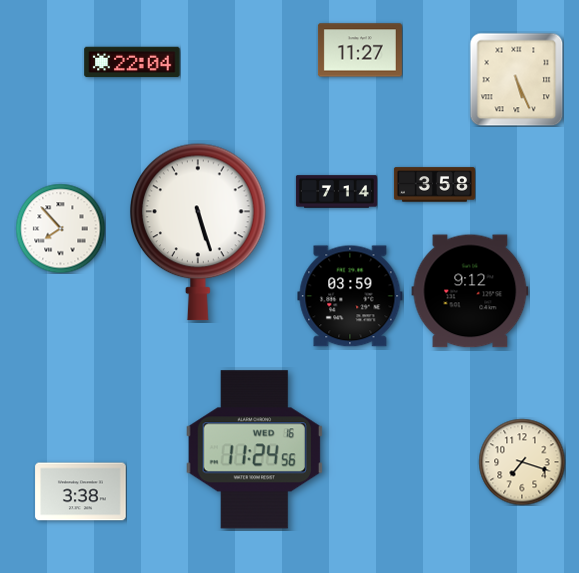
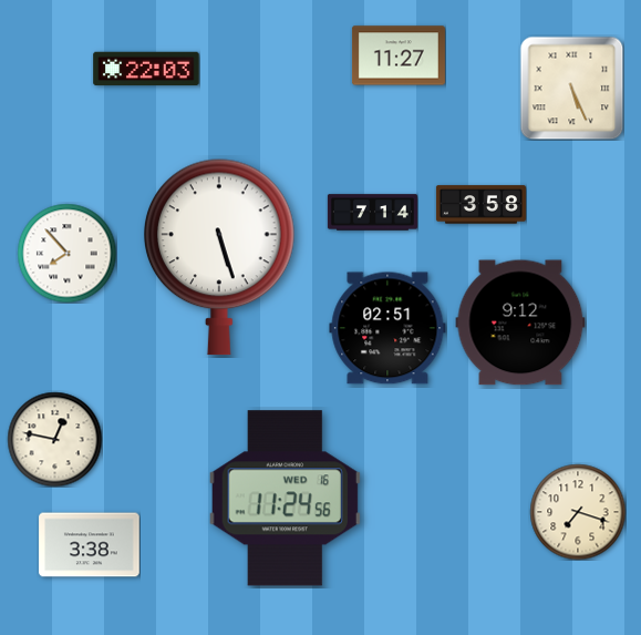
clock at (132, 62): 22:04 -> 22:03
clock at (350, 296): 03:59 -> 02:51
clock at (54, 439): none -> 12:47
clock at (254, 450) position: (254, 450) -> (285, 499)
